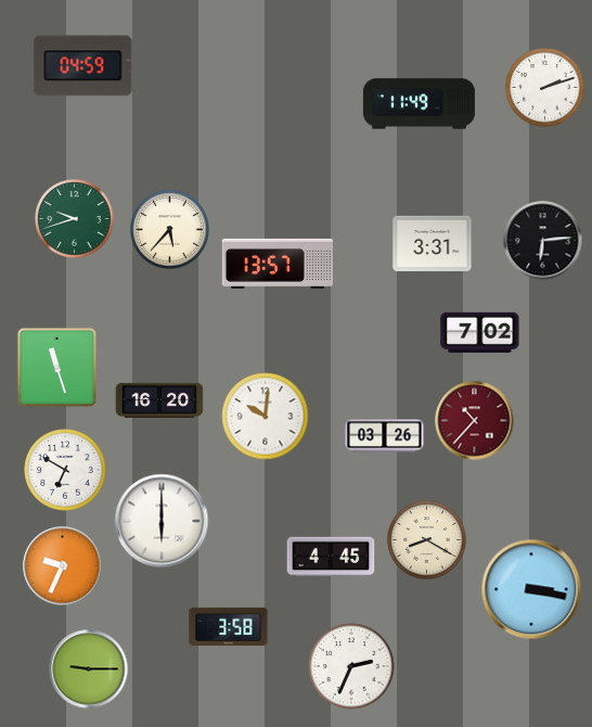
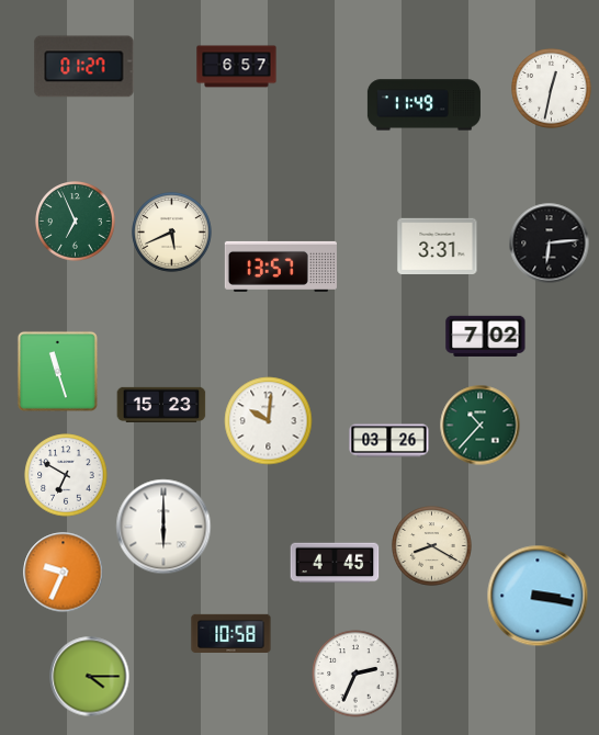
clock at (83, 66): 04:59 -> 01:27
clock at (237, 67): none -> 6:57
clock at (545, 88): 2:12 -> 12:32
clock at (75, 219): 9:42 -> 6:56
clock at (170, 230): 5:37 -> 5:41
clock at (159, 400): 16:20 -> 15:23
clock at (475, 421) dial: burgundy -> green
clock at (229, 626): 3:58 -> 10:58
clock at (89, 669): 9:15 -> 4:15
